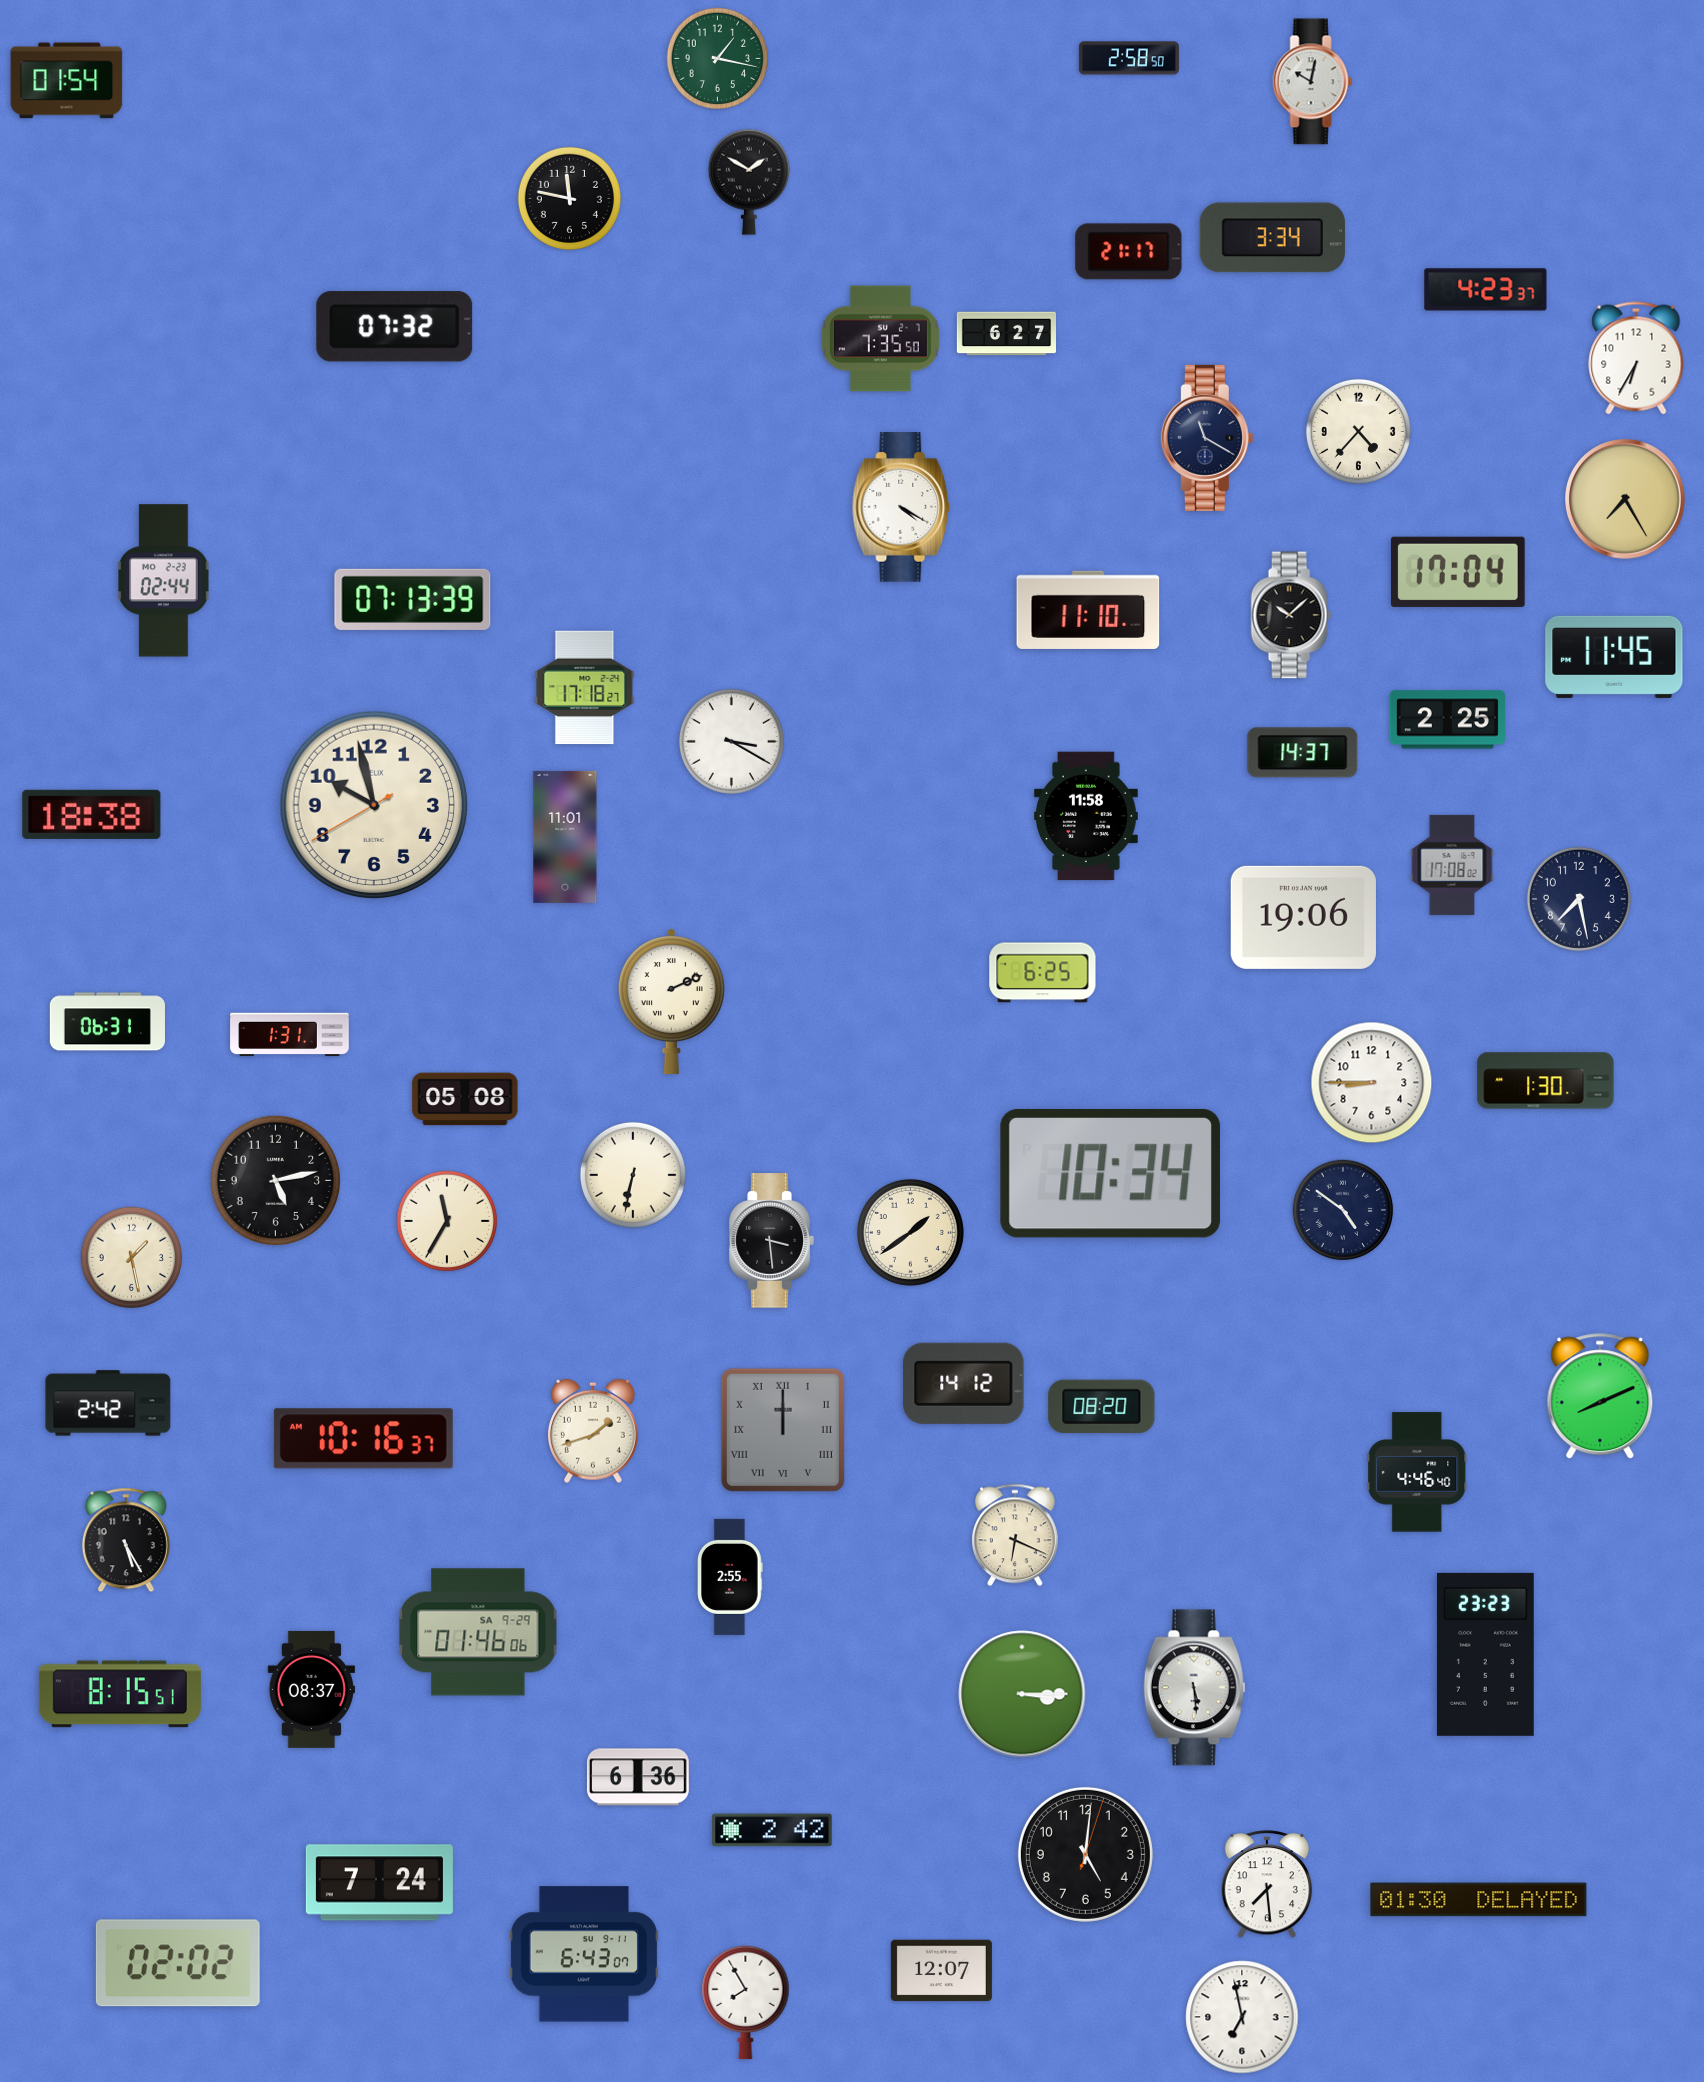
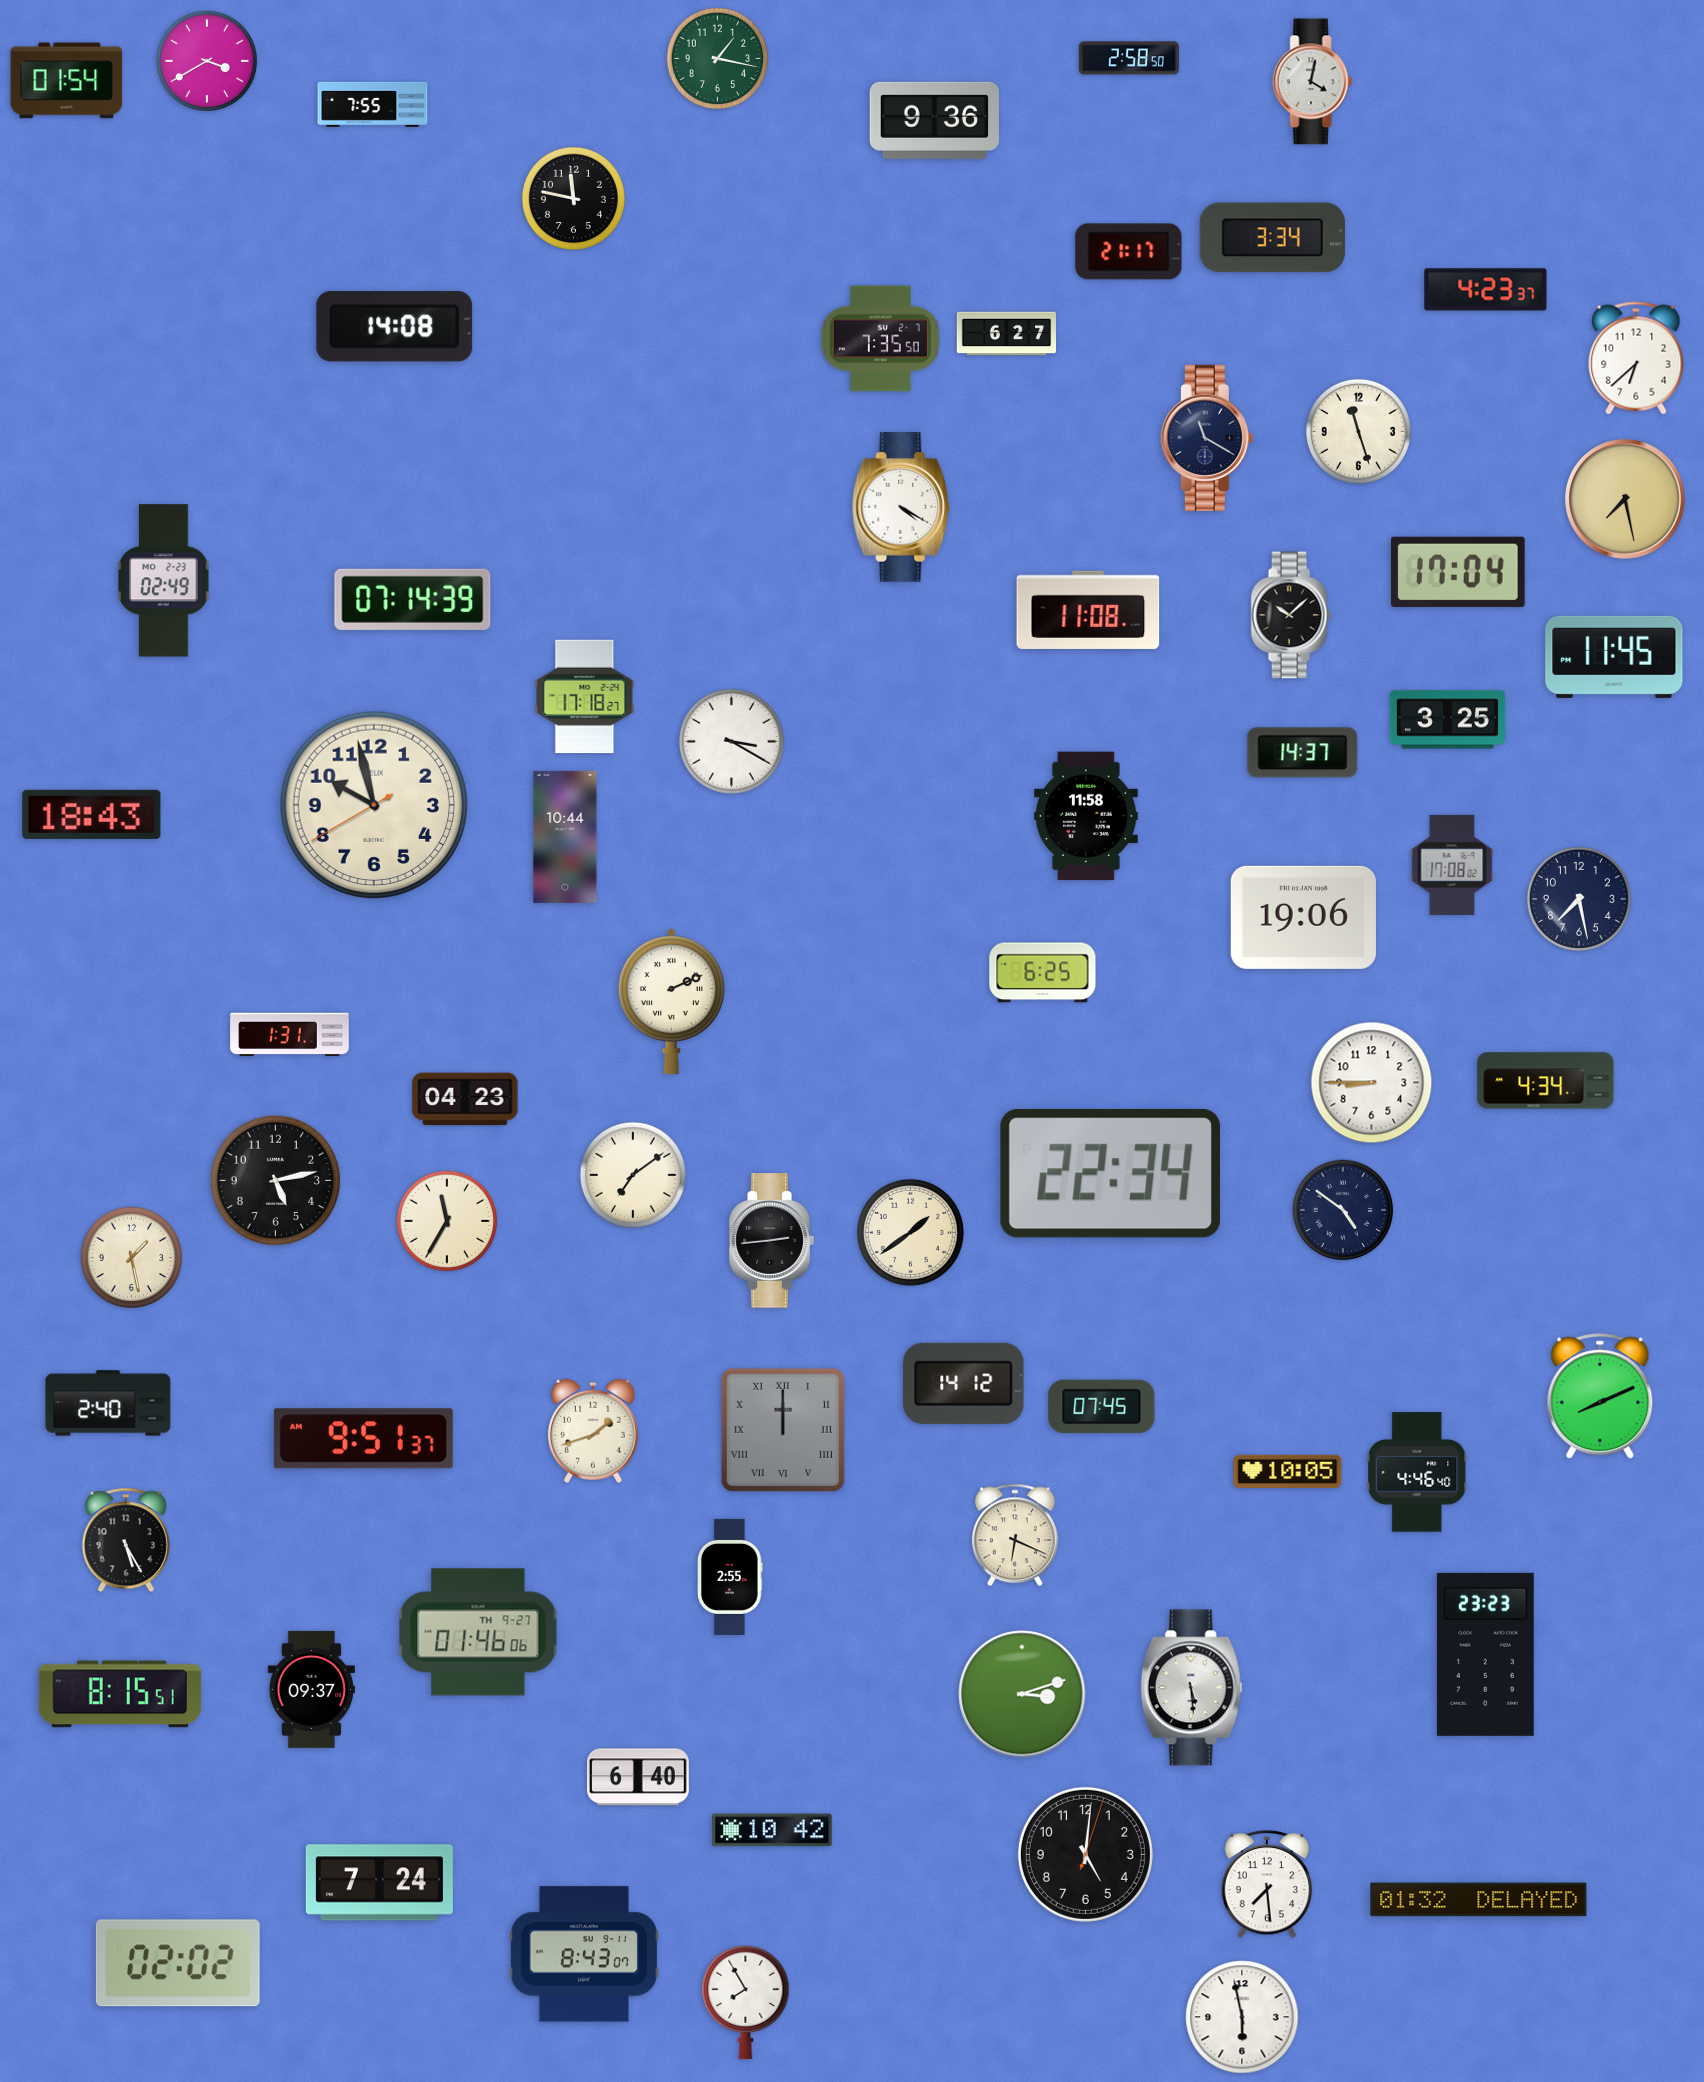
clock at (207, 61): none -> 3:40
clock at (1313, 82): 10:02 -> 4:02
clock at (373, 104): none -> 7:55
clock at (934, 120): none -> 9:36
clock at (749, 182): 1:50 -> none
clock at (569, 198) position: (569, 198) -> (573, 198)
clock at (395, 327): 07:32 -> 14:08
clock at (1636, 358): 6:35 -> 6:38
clock at (1358, 431): 4:37 -> 11:27
clock at (1625, 499): 7:25 -> 7:28
clock at (164, 581): 02:44 -> 02:49
clock at (413, 599): 07:13 -> 07:14
clock at (1088, 610): 11:10 -> 11:08
clock at (585, 688) position: (585, 688) -> (585, 697)
clock at (1447, 720): 2:25 -> 3:25
clock at (92, 814): 18:38 -> 18:43
clock at (565, 837): 11:01 -> 10:44
clock at (107, 1022): 06:31 -> none
clock at (1546, 1081): 1:30 -> 4:34
clock at (465, 1099): 05:08 -> 04:23
clock at (1110, 1173): 10:34 -> 22:34
clock at (633, 1175): 6:32 -> 7:09
clock at (771, 1241): 3:29 -> 2:44
clock at (108, 1403): 2:42 -> 2:40
clock at (1102, 1406): 08:20 -> 07:45
clock at (363, 1439): 10:16 -> 9:51
clock at (1288, 1471): none -> 10:05
clock at (478, 1632) date: SA 9-29 -> TH 9-27
clock at (1195, 1688) position: (1195, 1688) -> (1192, 1688)
clock at (311, 1689): 08:37 -> 09:37
clock at (1022, 1694): 3:15 -> 3:12
clock at (638, 1777): 6:36 -> 6:40
clock at (772, 1830): 2:42 -> 10:42
clock at (1479, 1900): 01:30 -> 01:32
clock at (584, 1954): 6:43 -> 8:43
clock at (941, 1971): 12:07 -> none
clock at (1242, 2017): 6:58 -> 5:58
